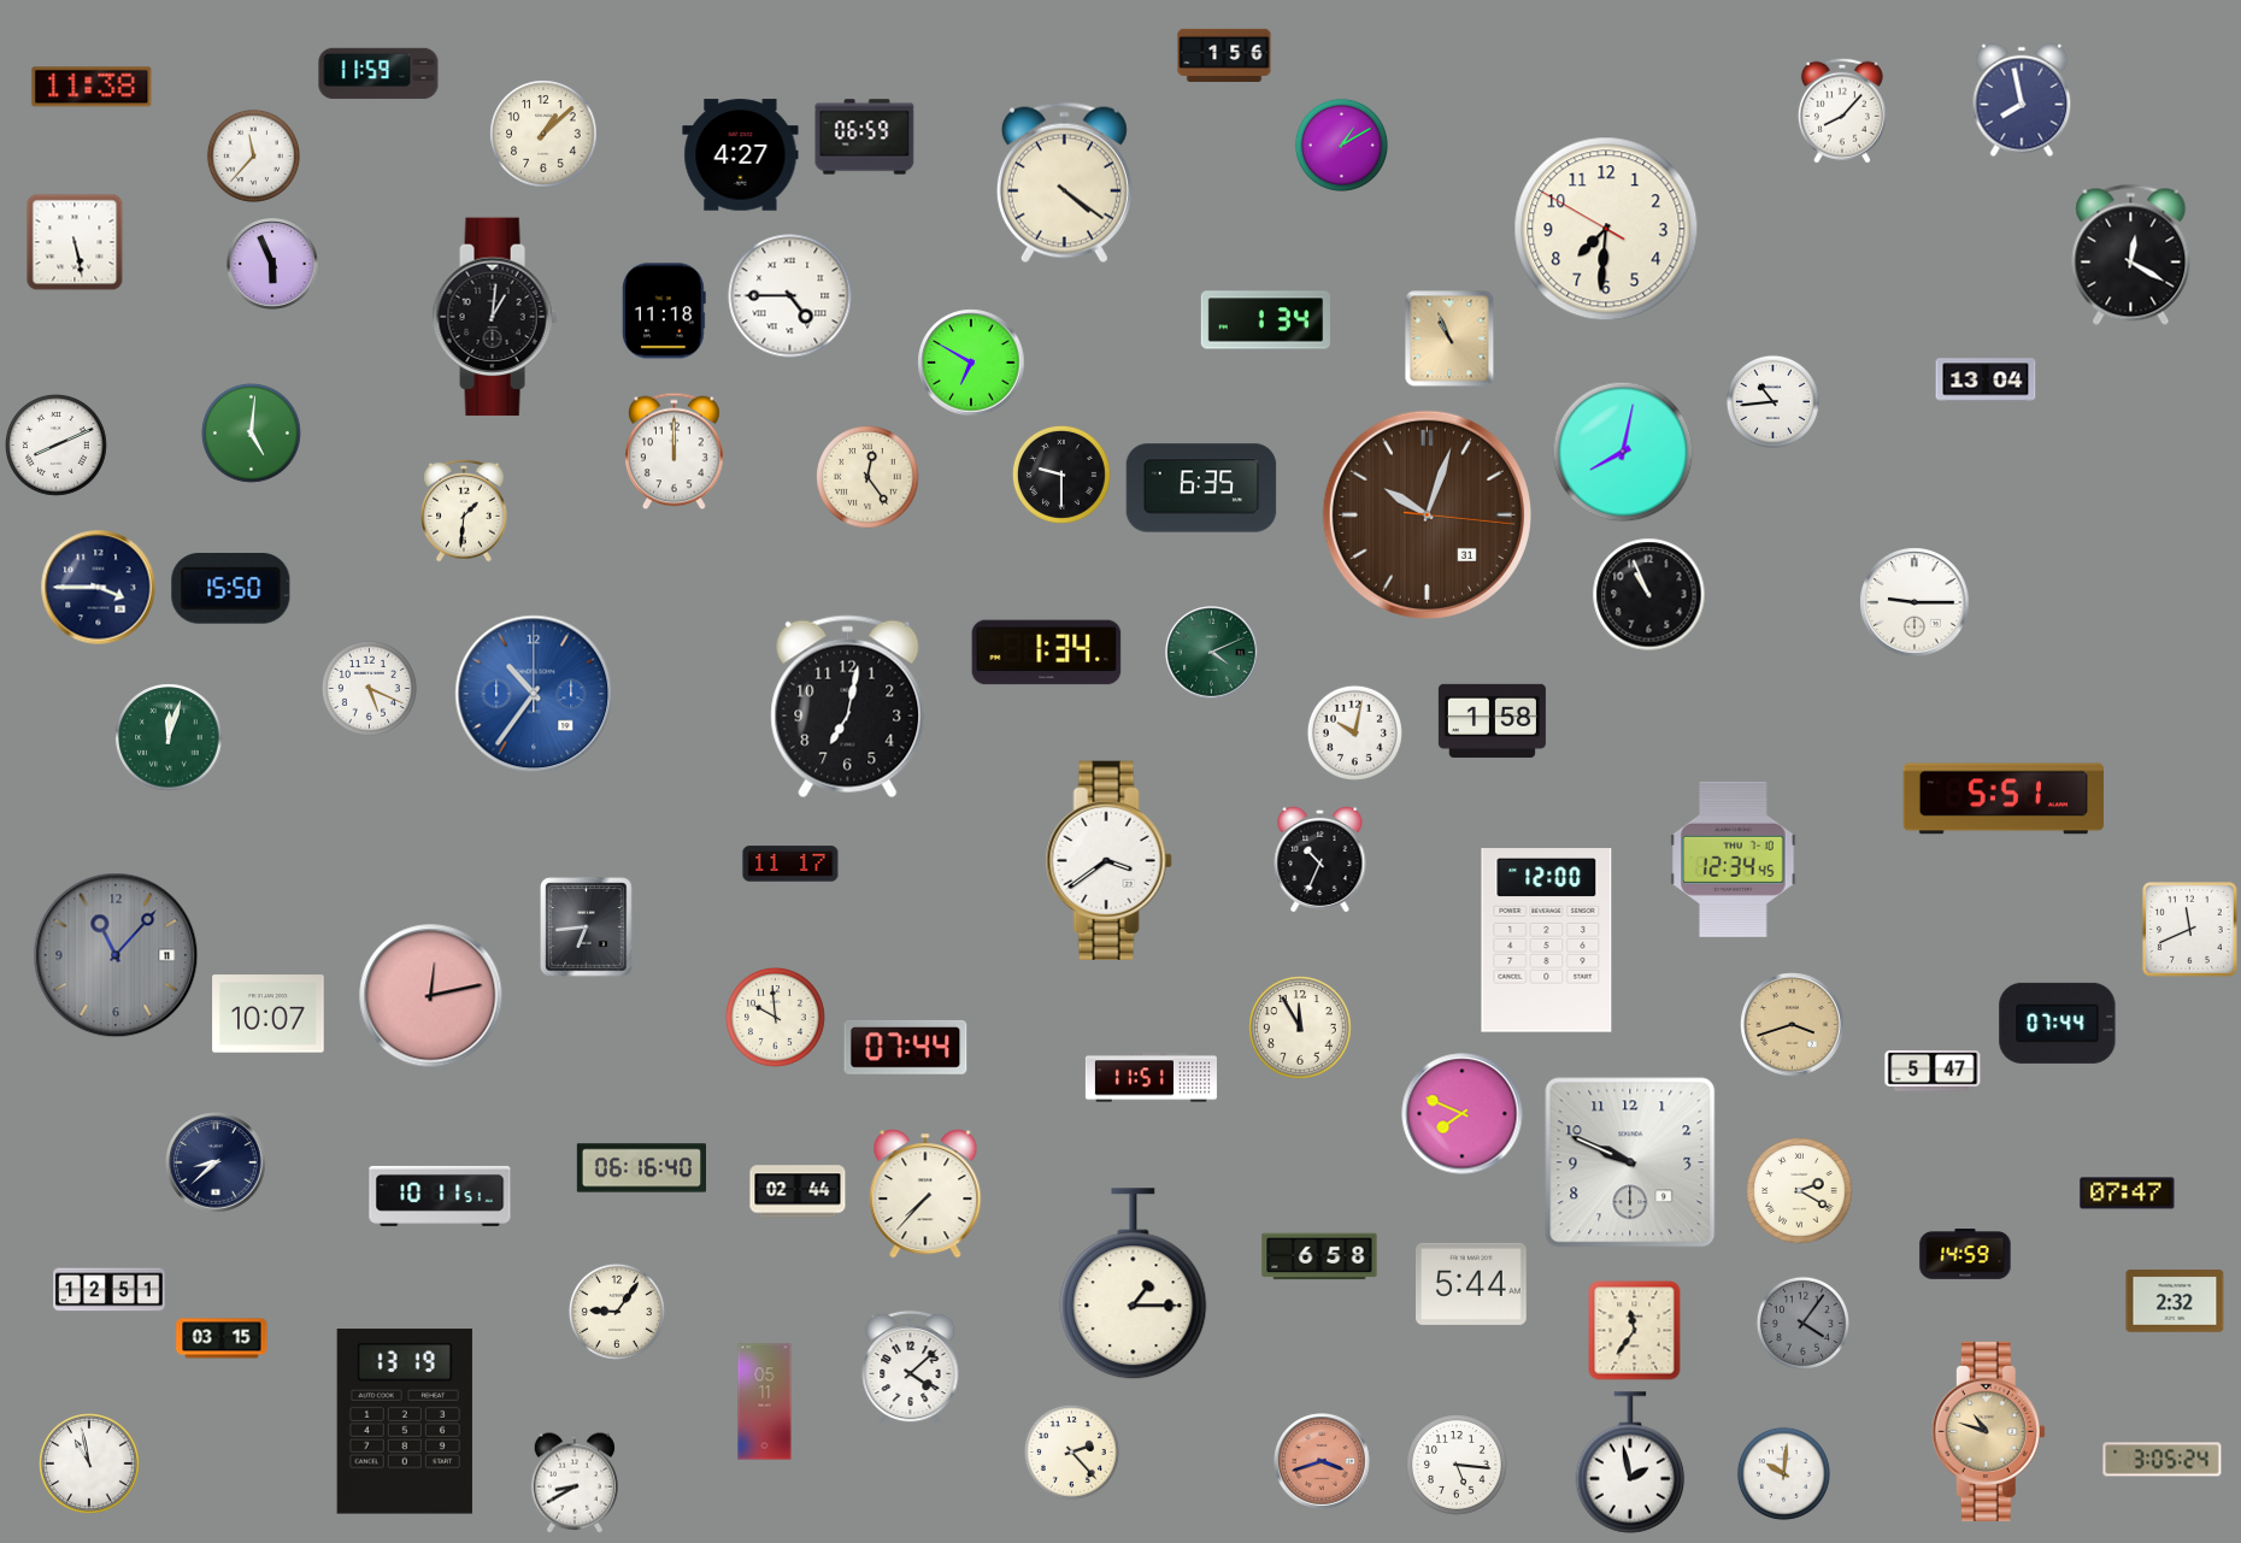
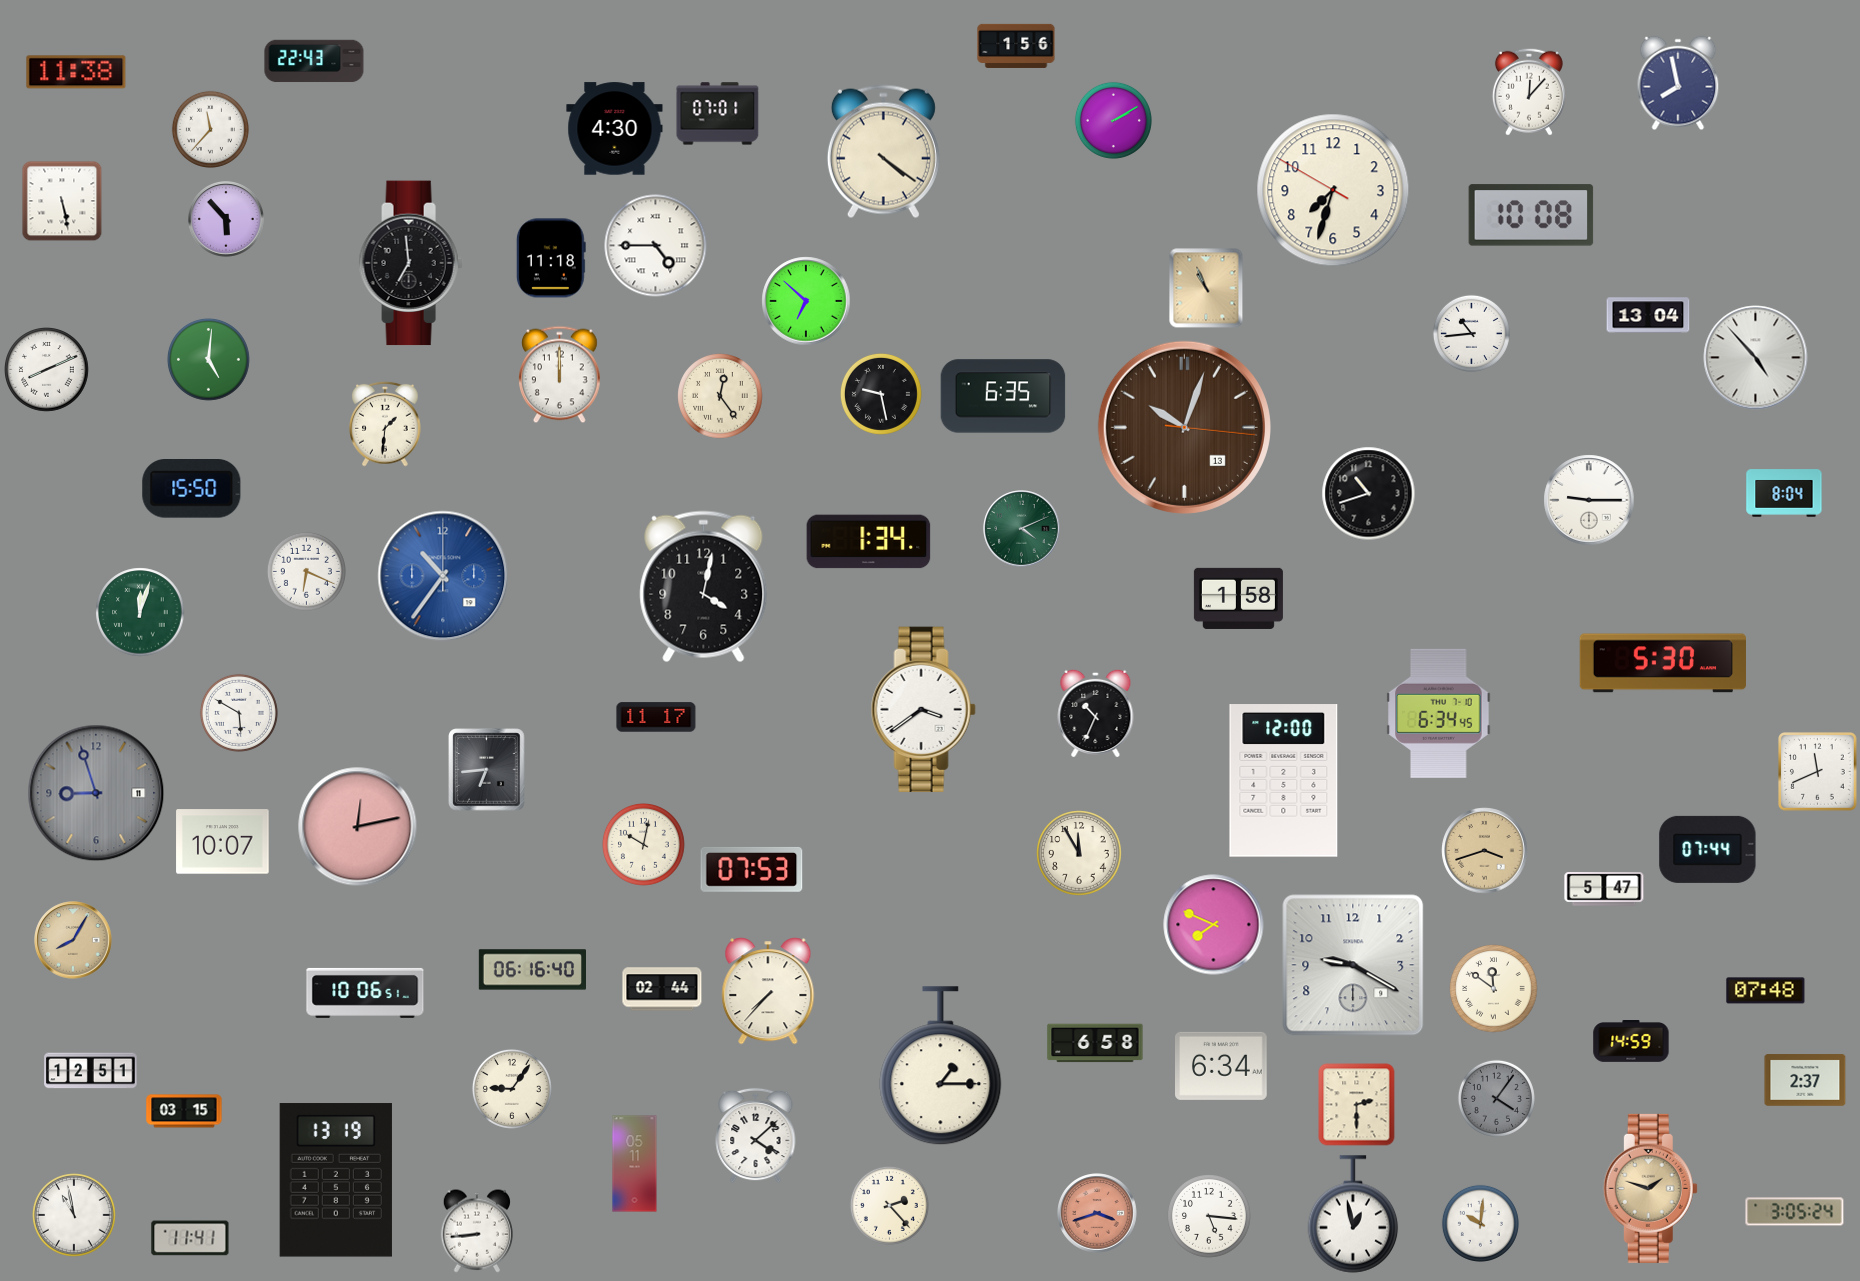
clock at (378, 73): 11:59 -> 22:43
clock at (1842, 111): 8:07 -> 12:07
clock at (543, 134): 1:08 -> none
clock at (865, 137): 06:59 -> 07:01
clock at (1341, 145): 1:10 -> 2:10
clock at (741, 155): 4:27 -> 4:30
clock at (1606, 229): 7:30 -> 7:32
clock at (2131, 254): 12:20 -> none
clock at (1531, 215): none -> 10:08
clock at (273, 265): 5:56 -> 5:53
clock at (495, 317): 1:01 -> 6:59
clock at (1265, 320): 1:34 -> none
clock at (1449, 338) position: (1449, 338) -> (1206, 288)
clock at (971, 363): 6:50 -> 6:52
clock at (1756, 358): none -> 4:53
clock at (1623, 452): 8:02 -> none
clock at (1061, 475): 9:30 -> 9:28
clock at (1201, 488) position: (1201, 488) -> (1003, 396)
clock at (1427, 514) date: 31 -> 13
clock at (99, 588): 3:45 -> none
clock at (1784, 493): none -> 8:04
clock at (1649, 595): 10:56 -> 10:42
clock at (1212, 653) position: (1212, 653) -> (1022, 529)
clock at (369, 688): 5:19 -> 6:19
clock at (848, 707): 7:02 -> 4:02
clock at (1354, 732): 10:02 -> none
clock at (2004, 799): 5:51 -> 5:30
clock at (239, 713): none -> 5:50
clock at (1734, 859): 12:34 -> 6:34
clock at (1108, 860) position: (1108, 860) -> (923, 709)
clock at (116, 955): 11:07 -> 8:57
clock at (776, 1018): 9:59 -> 10:02
clock at (1793, 1025) position: (1793, 1025) -> (1485, 851)
clock at (906, 1047): 07:44 -> 07:53
clock at (1151, 1078): 11:51 -> none
clock at (73, 940): none -> 8:05
clock at (216, 1162): 8:38 -> none
clock at (1630, 1162): 9:49 -> 9:20
clock at (1800, 1191): 2:20 -> 11:51
clock at (2128, 1194): 07:47 -> 07:48
clock at (440, 1196): 10:11 -> 10:06
clock at (1472, 1284): 5:44 -> 6:34
clock at (2175, 1301): 2:32 -> 2:37
clock at (1635, 1331): 11:36 -> 2:30
clock at (1988, 1431): 10:48 -> 1:48
clock at (1630, 1462): 1:58 -> 12:58
clock at (575, 1483): 8:40 -> 8:44
clock at (190, 1238): none -> 11:41
